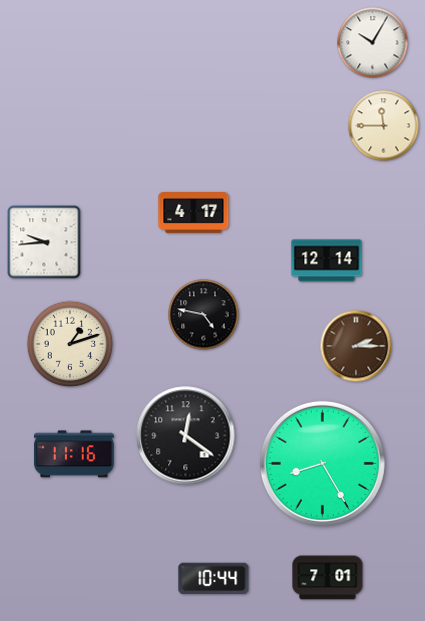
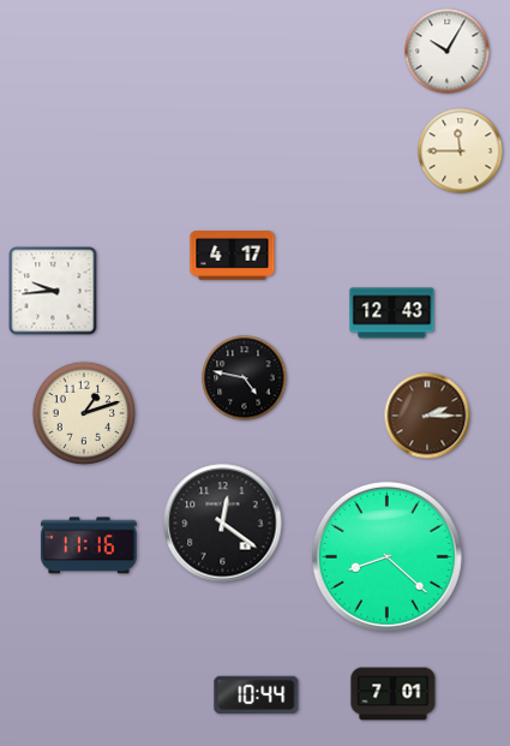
clock at (327, 261): 12:14 -> 12:43
clock at (322, 463): 8:25 -> 8:22
